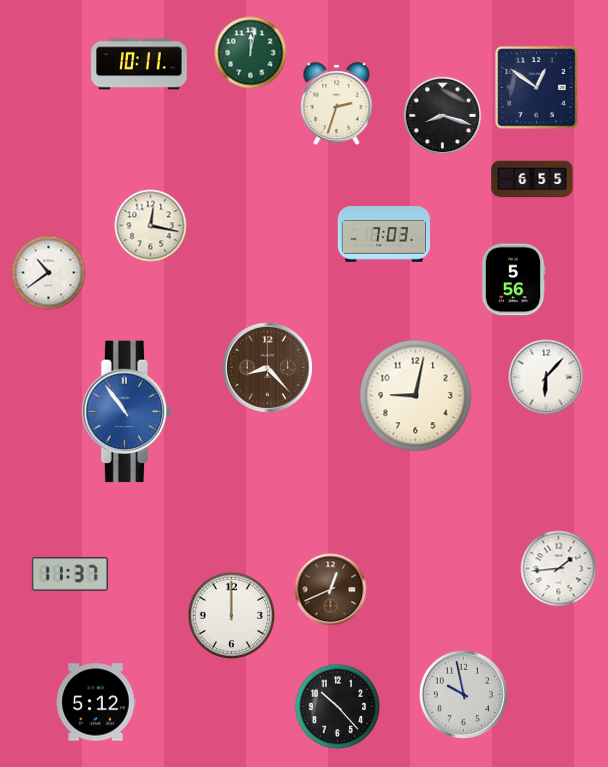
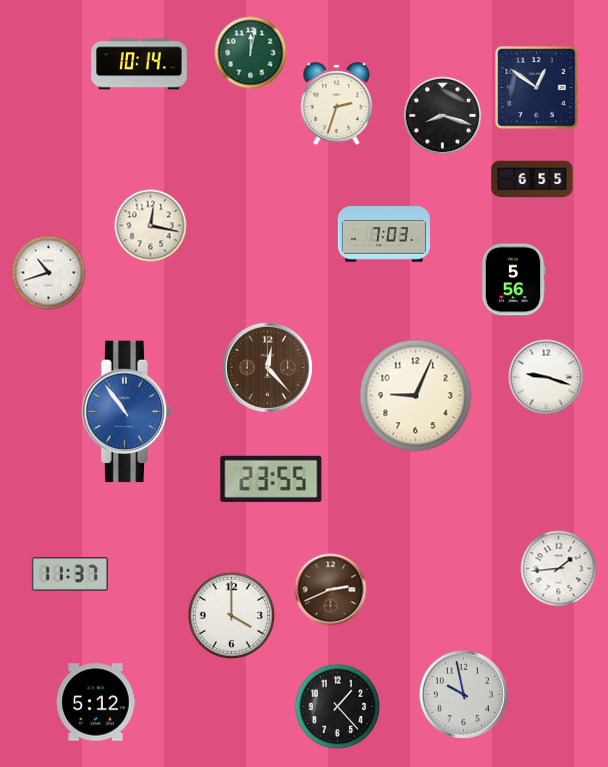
clock at (139, 64): 10:11 -> 10:14
clock at (49, 273): 10:39 -> 10:42
clock at (267, 367): 8:23 -> 12:23
clock at (546, 377): 6:07 -> 9:18
clock at (416, 396): 9:02 -> 9:04
clock at (271, 479): none -> 23:55
clock at (331, 590): 12:41 -> 2:41
clock at (232, 616): 12:00 -> 4:00
clock at (338, 707): 10:23 -> 1:23
